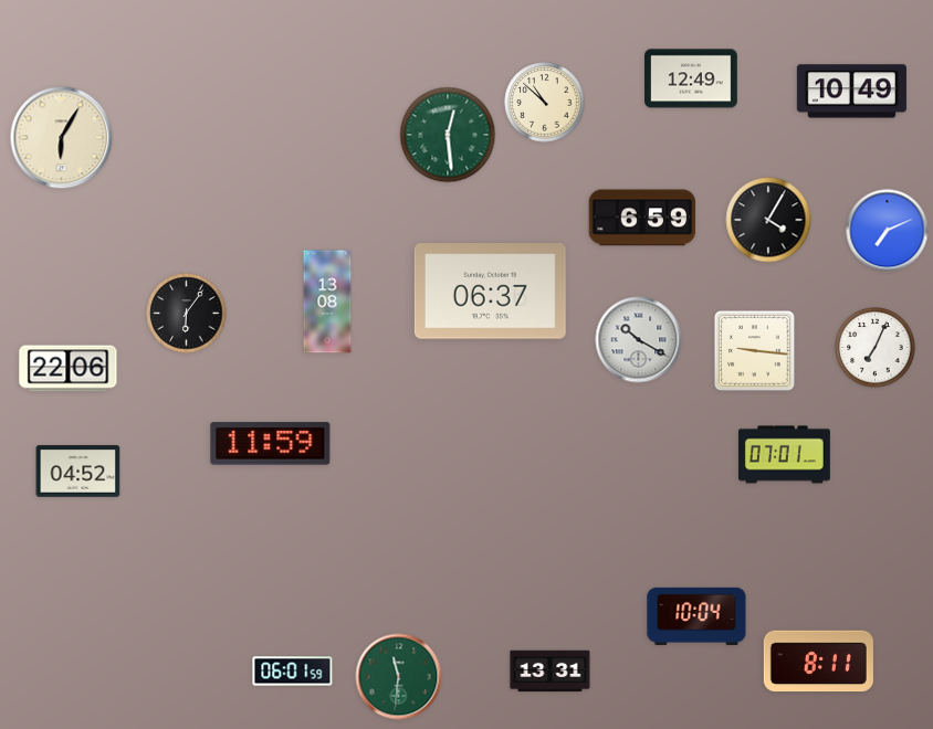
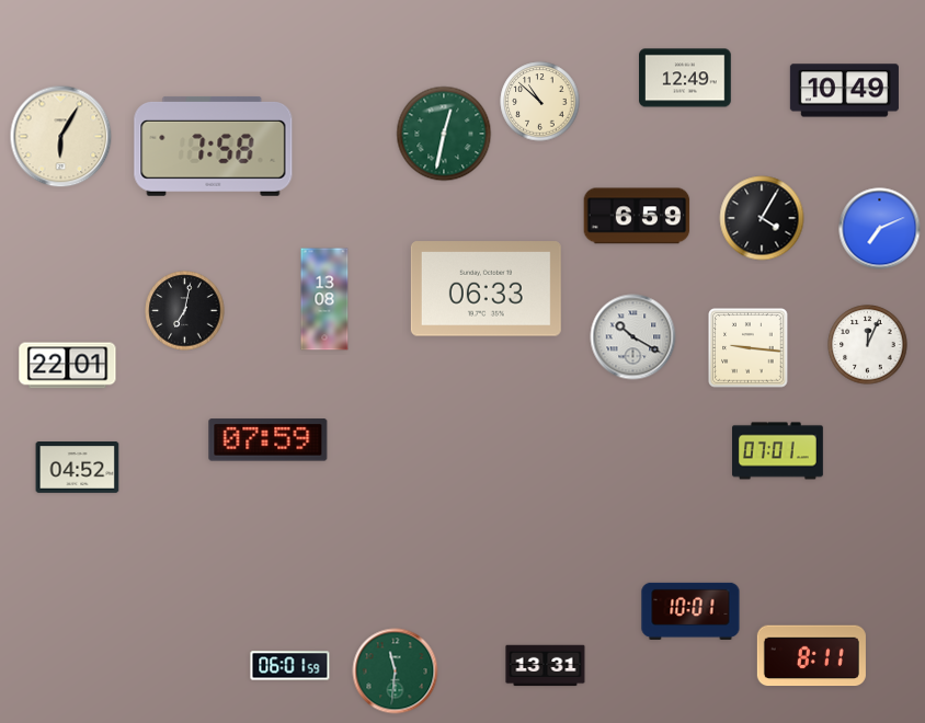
clock at (448, 135): 12:29 -> 12:32
clock at (214, 146): none -> 7:58
clock at (490, 292): 06:37 -> 06:33
clock at (187, 314): 6:06 -> 7:02
clock at (876, 348): 7:04 -> 12:04
clock at (69, 369): 22:06 -> 22:01
clock at (271, 444): 11:59 -> 07:59
clock at (696, 616): 10:04 -> 10:01
